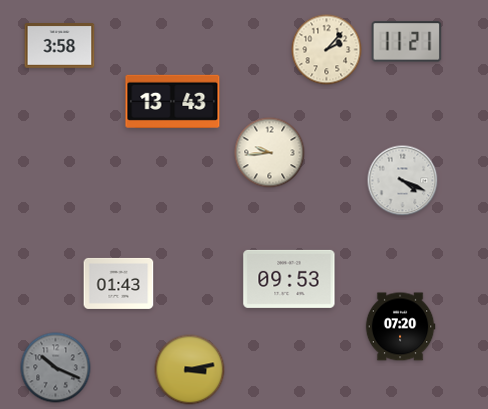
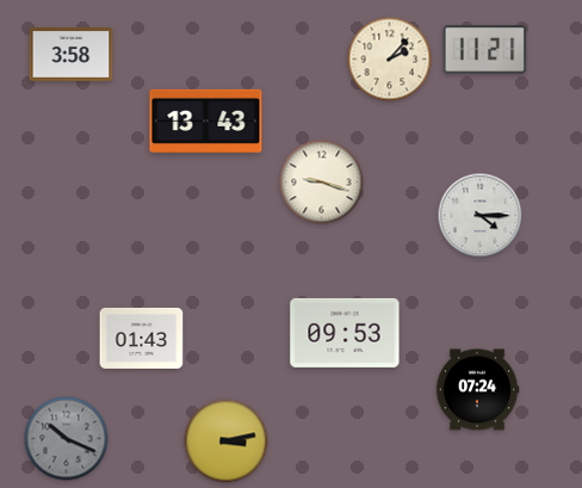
clock at (270, 153): 9:44 -> 9:18
clock at (403, 181): 4:19 -> 4:15
clock at (400, 327): 07:20 -> 07:24
